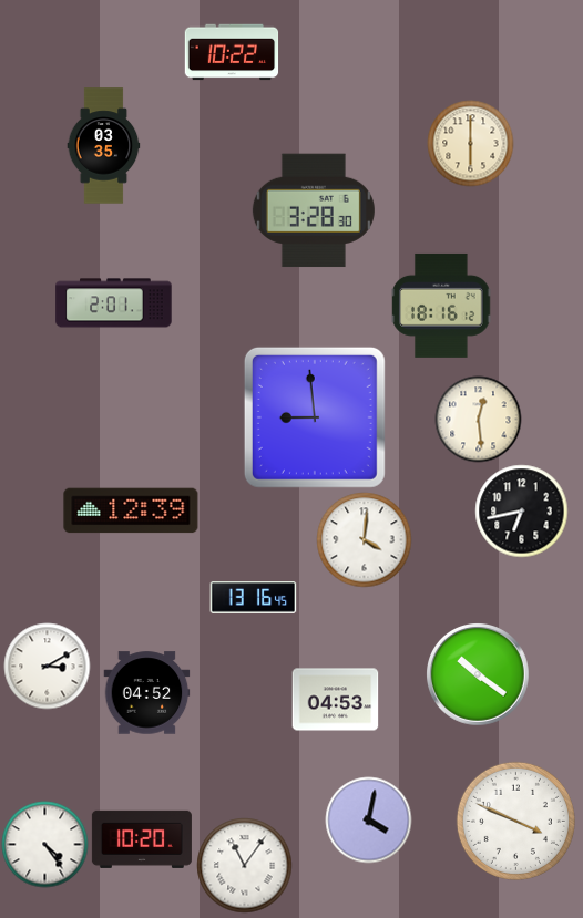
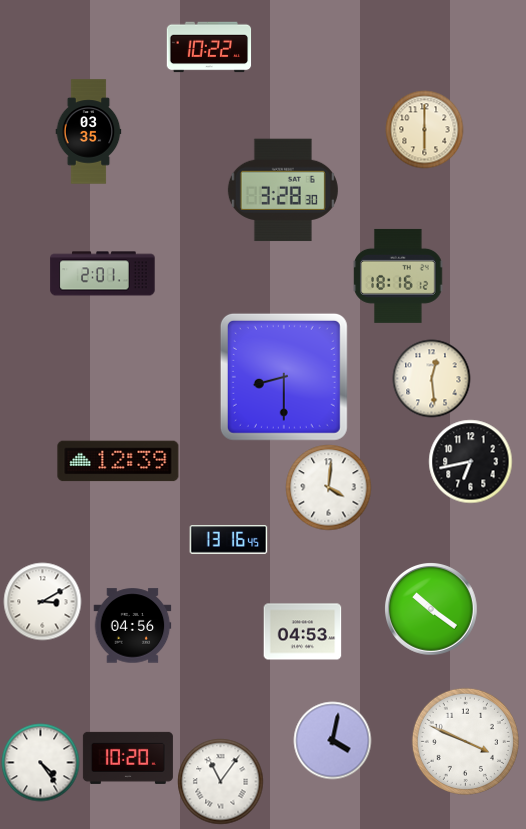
clock at (104, 146) position: (104, 146) -> (89, 132)
clock at (315, 417): 8:59 -> 8:30
clock at (146, 693): 04:52 -> 04:56
